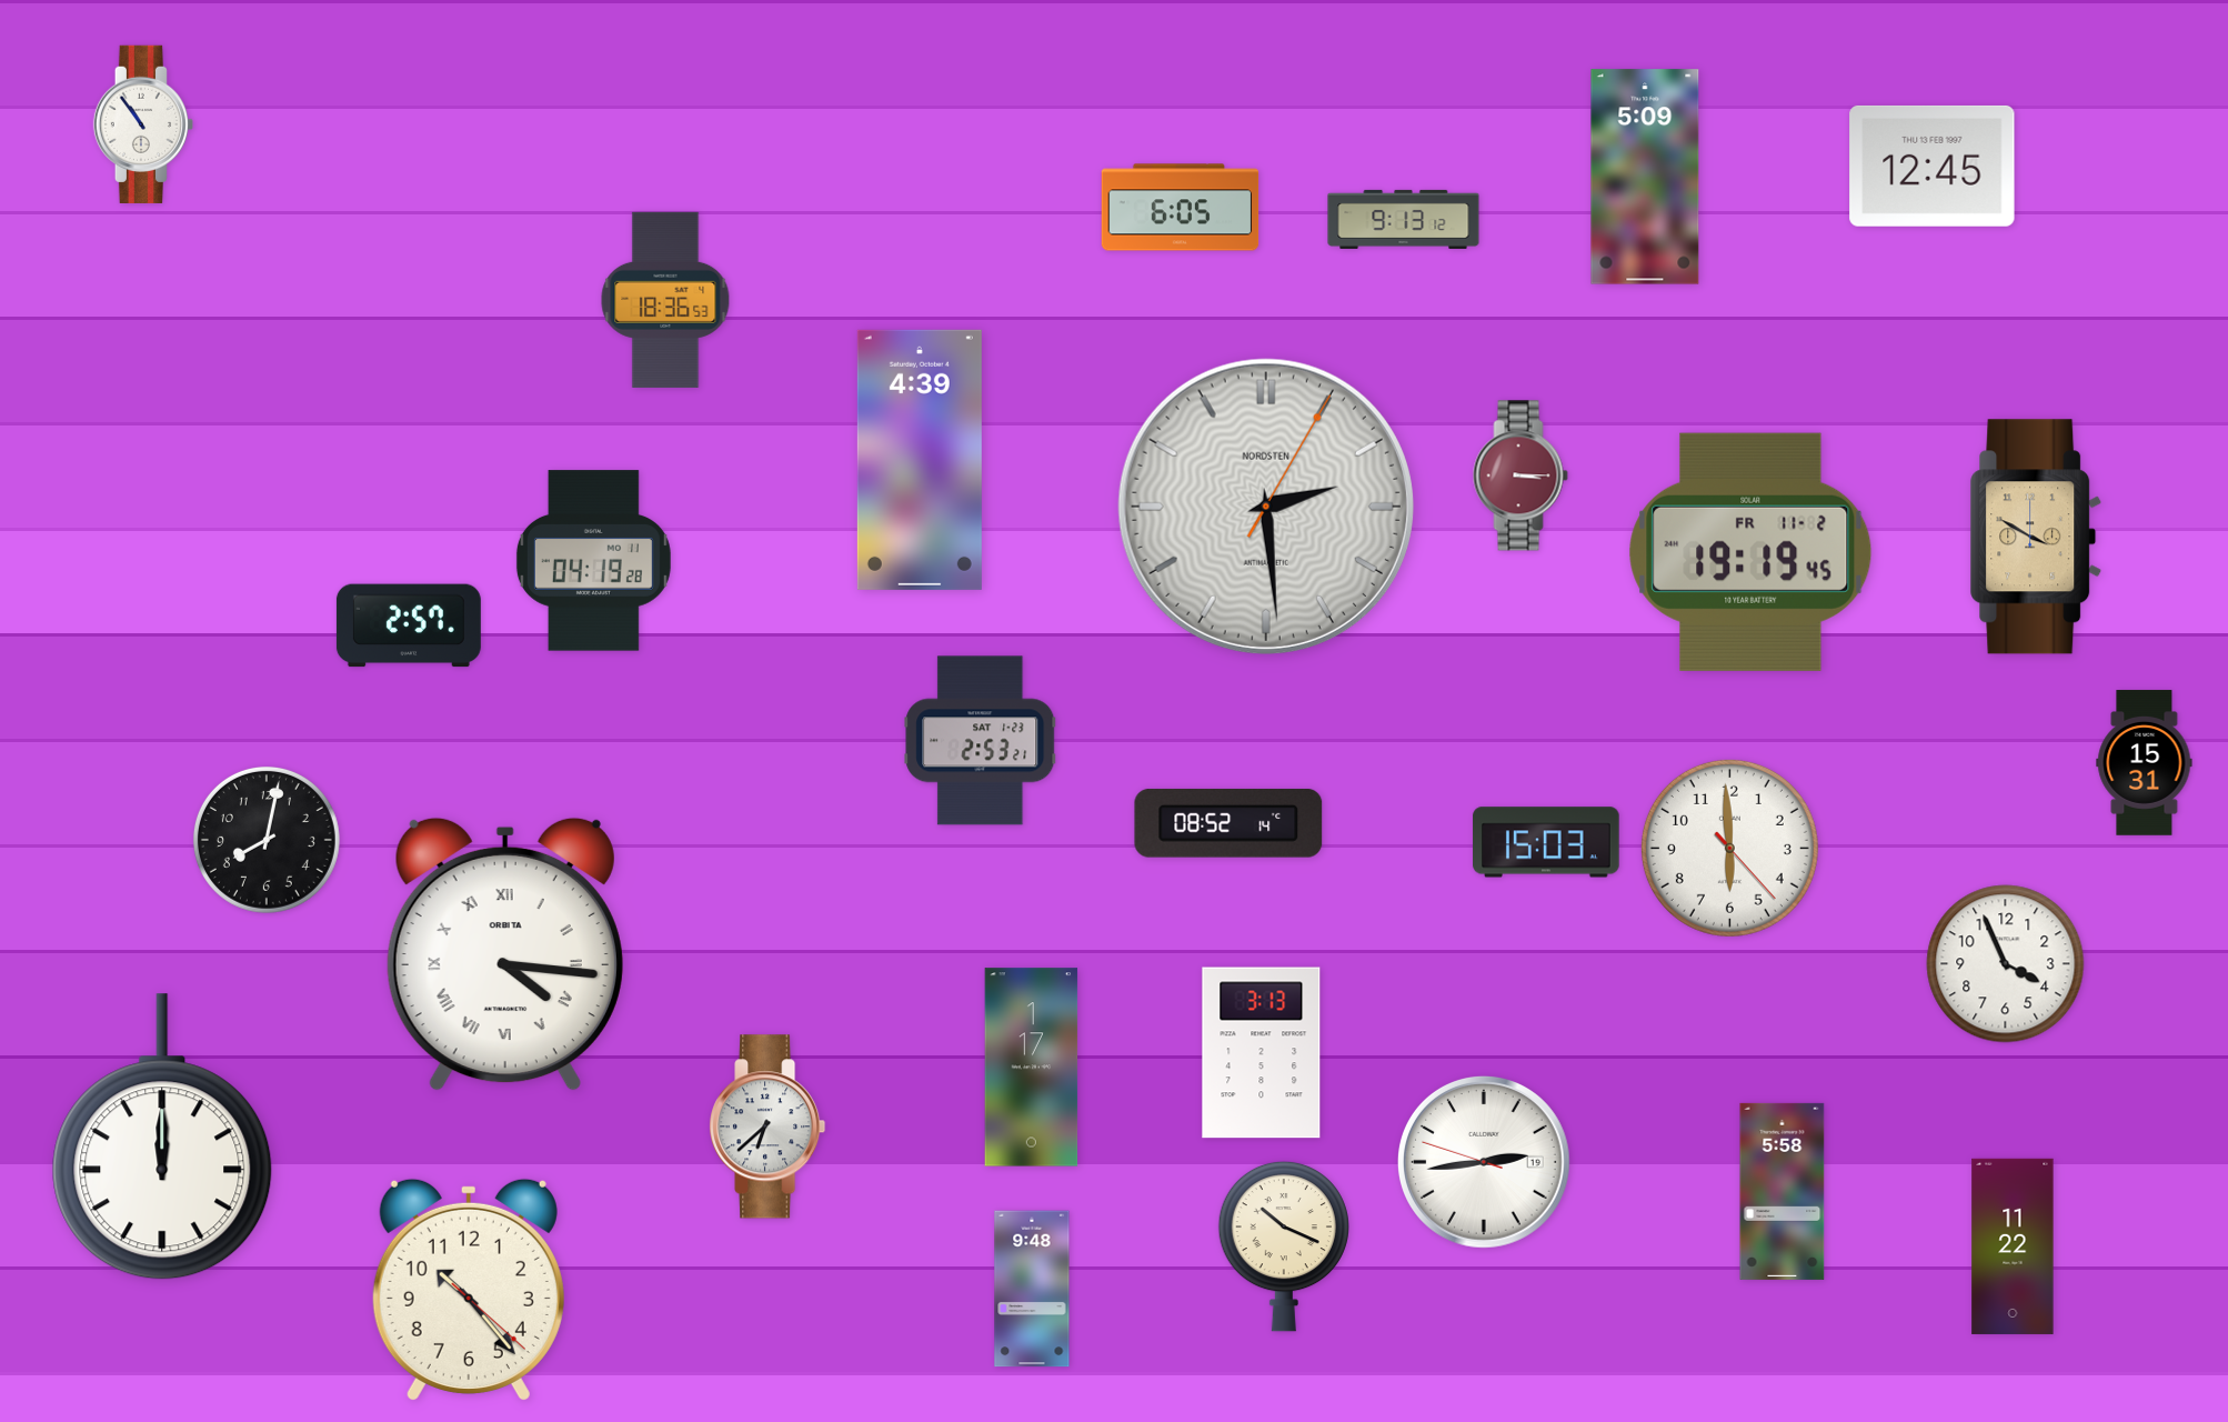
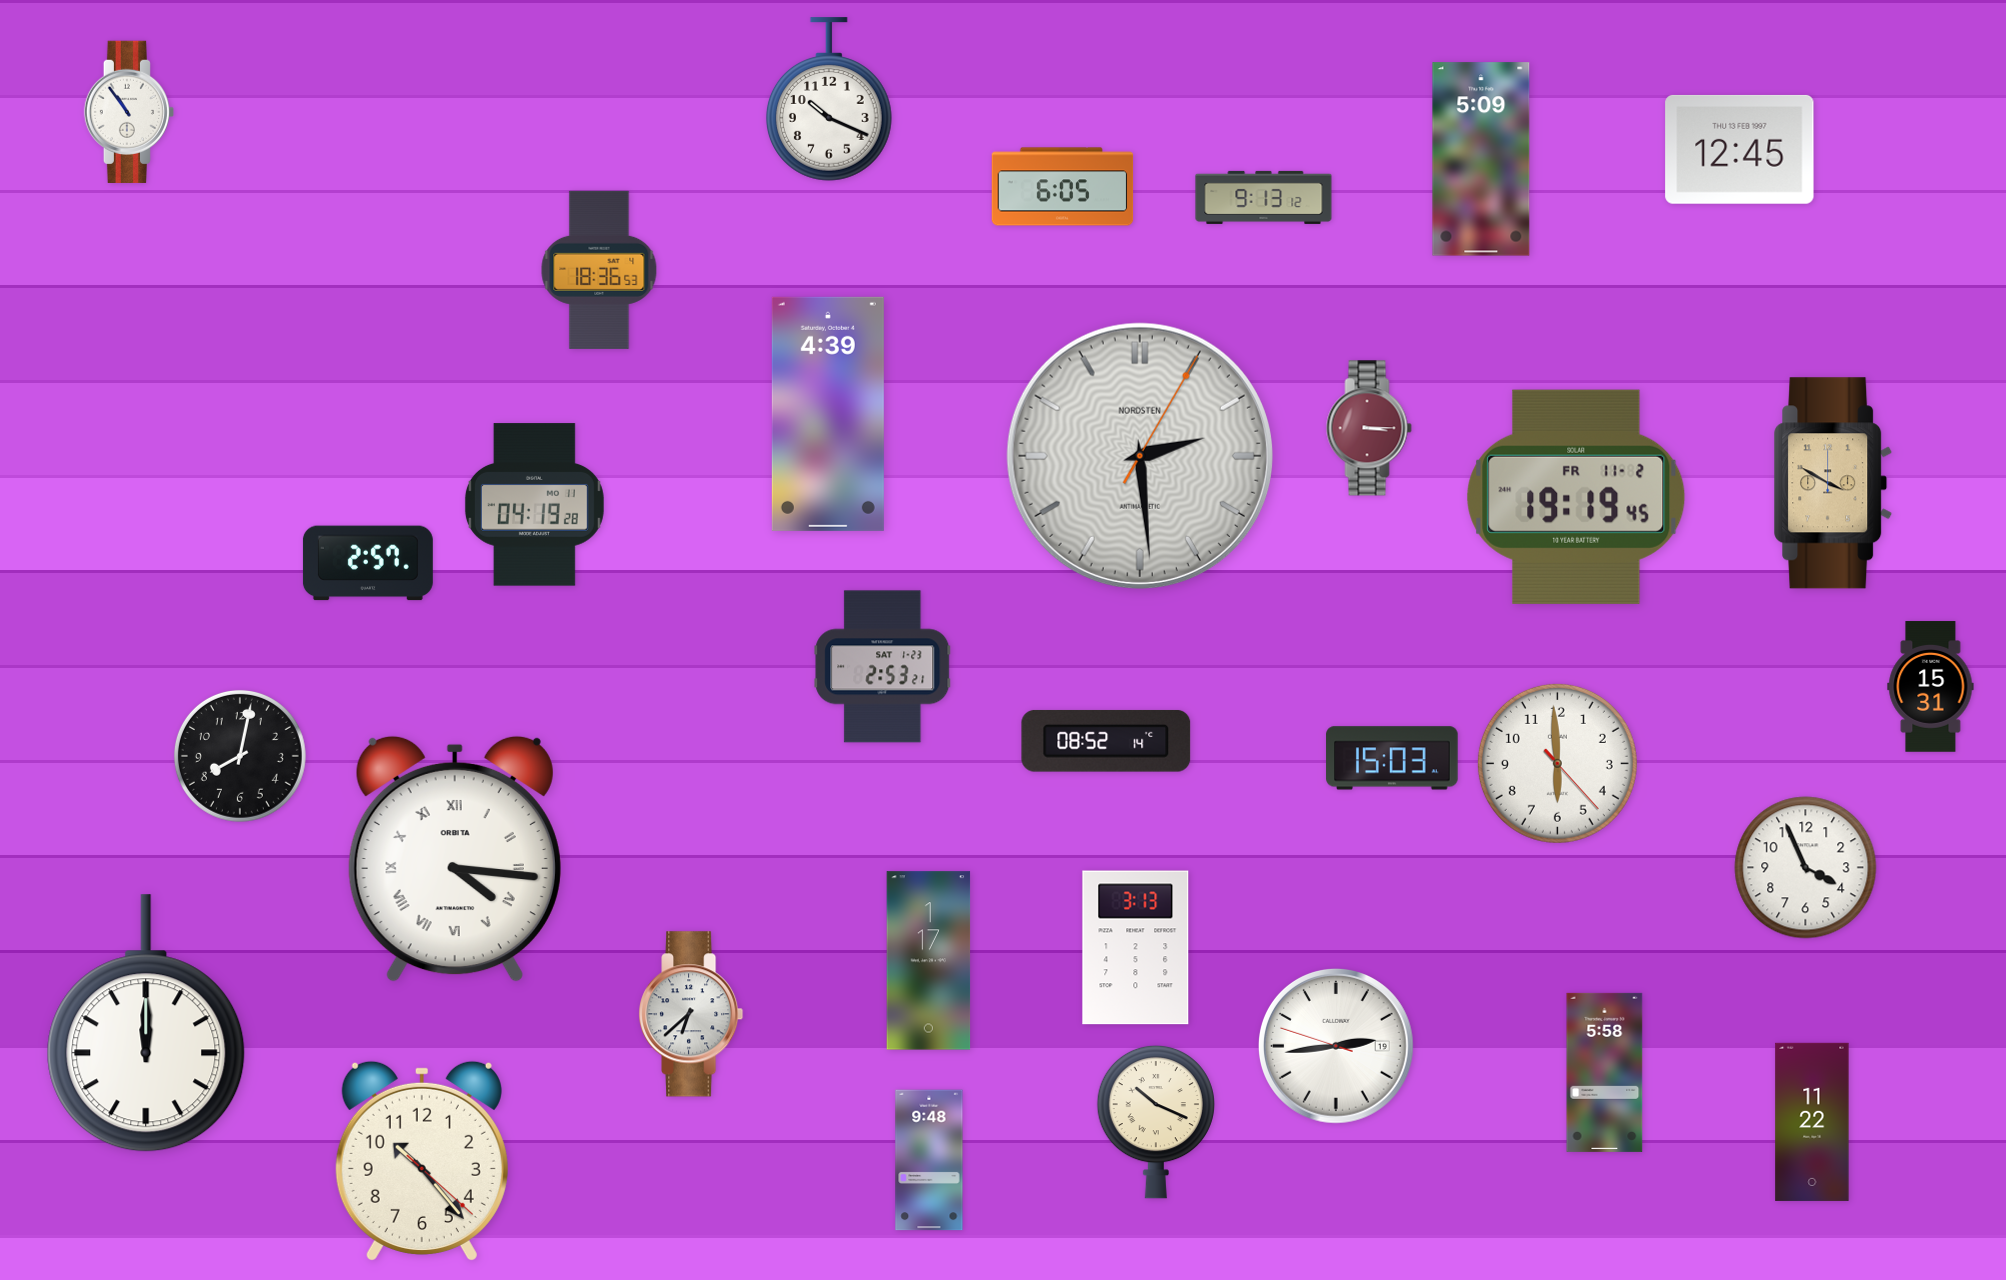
clock at (829, 99): none -> 10:19
